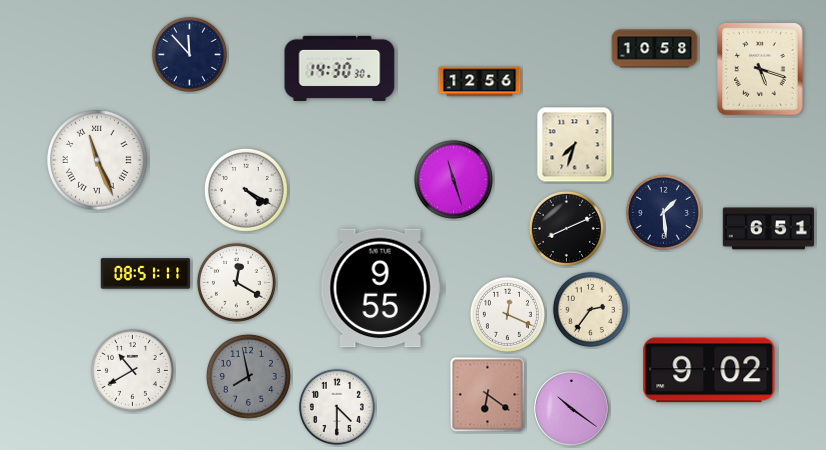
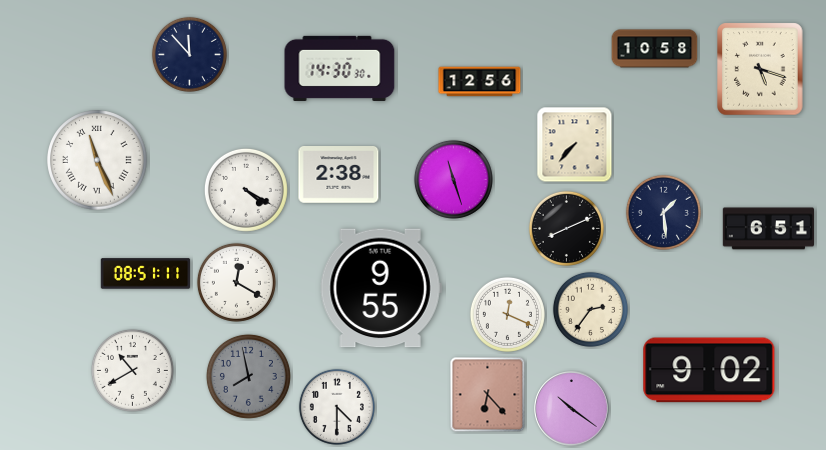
clock at (575, 145): 7:33 -> 7:37
clock at (339, 175): none -> 2:38
clock at (488, 395): 6:21 -> 6:23
